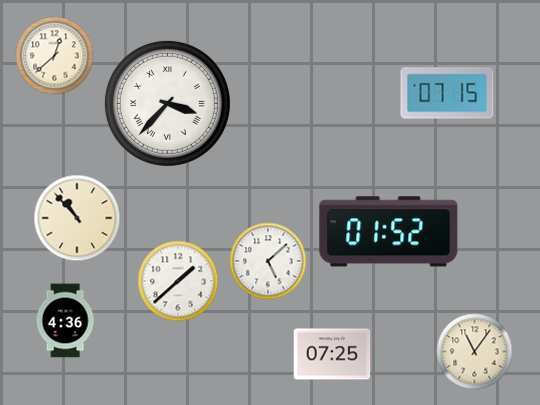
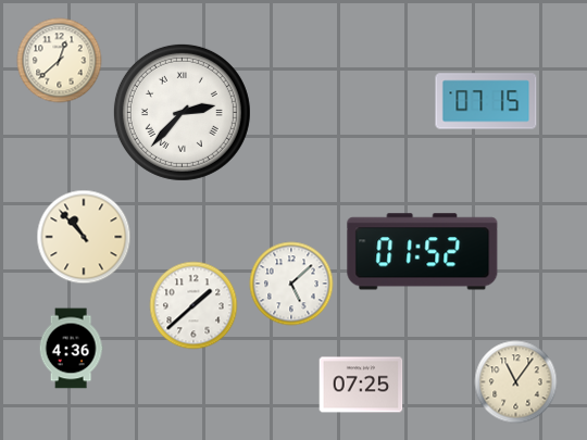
clock at (167, 103): 3:37 -> 2:37
